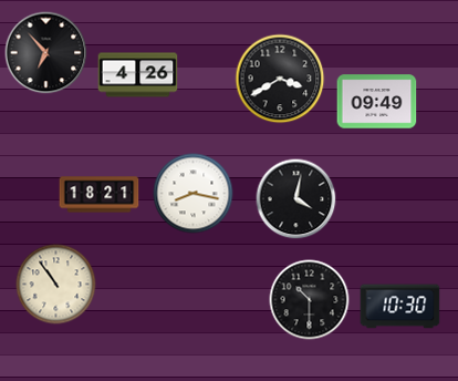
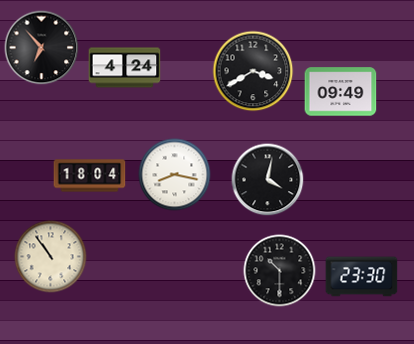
clock at (138, 75): 4:26 -> 4:24
clock at (100, 195): 18:21 -> 18:04
clock at (400, 307): 10:30 -> 23:30
